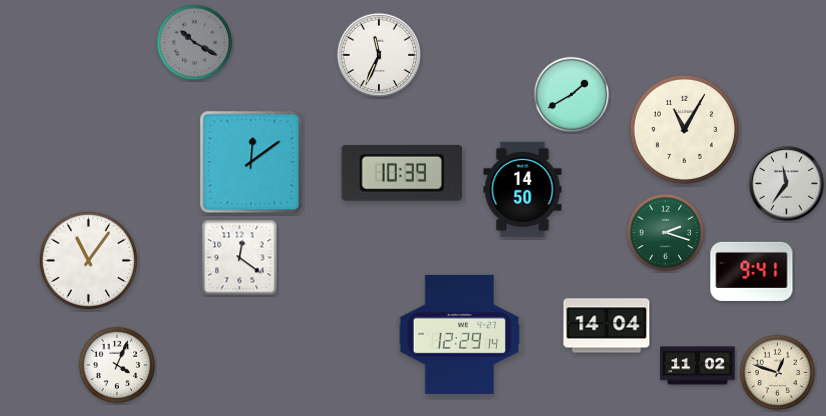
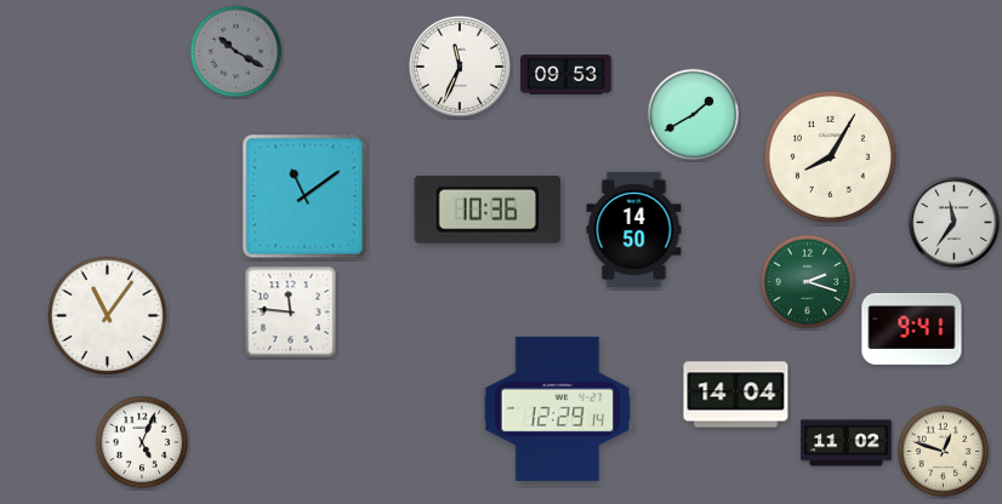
clock at (567, 75): none -> 09:53
clock at (684, 129): 11:05 -> 8:05
clock at (251, 162): 12:09 -> 11:09
clock at (402, 173): 10:39 -> 10:36
clock at (240, 258): 12:21 -> 11:46
clock at (460, 334) position: (460, 334) -> (558, 408)
clock at (117, 365): 4:04 -> 5:04
